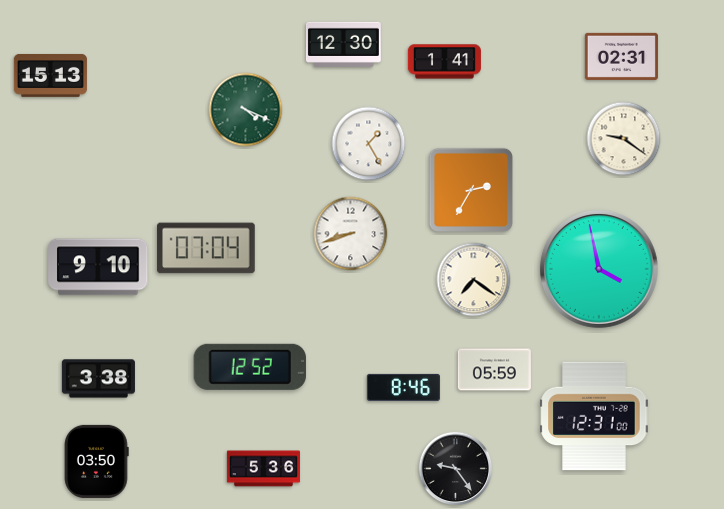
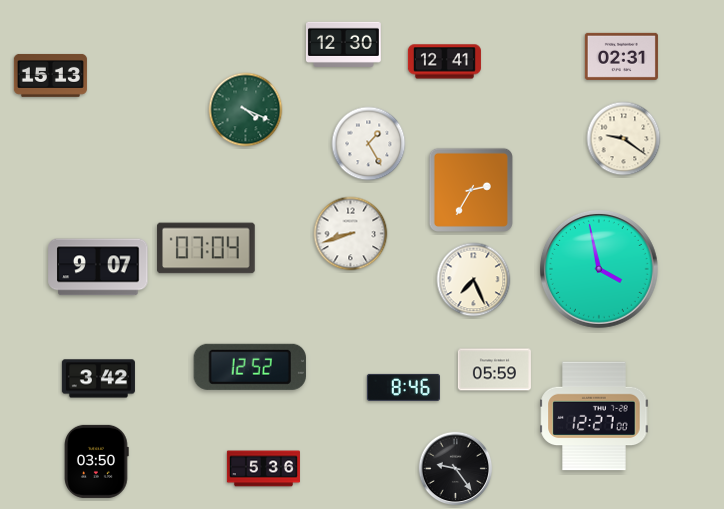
clock at (444, 62): 1:41 -> 12:41
clock at (98, 267): 9:10 -> 9:07
clock at (474, 280): 7:21 -> 7:26
clock at (98, 379): 3:38 -> 3:42
clock at (594, 416): 12:31 -> 12:27
